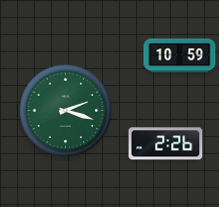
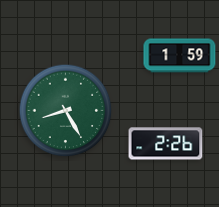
clock at (180, 56): 10:59 -> 1:59
clock at (66, 111): 2:18 -> 8:25
